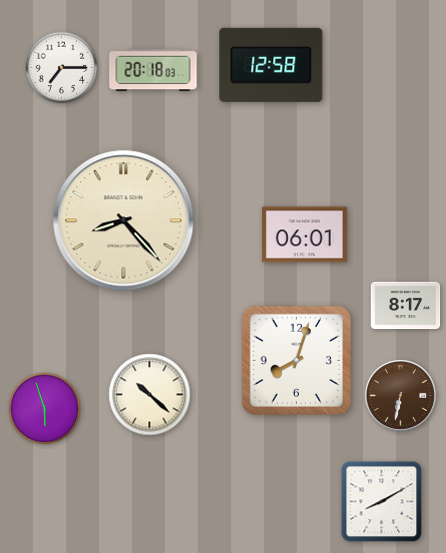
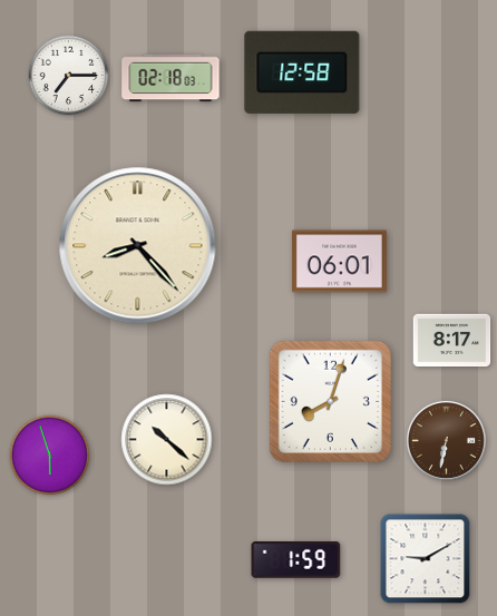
clock at (153, 70): 20:18 -> 02:18
clock at (382, 502): 8:10 -> 9:10
clock at (296, 560): none -> 1:59
